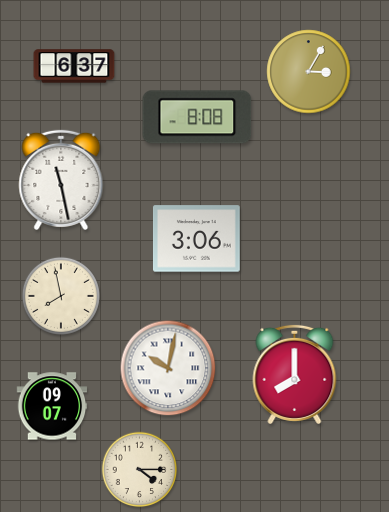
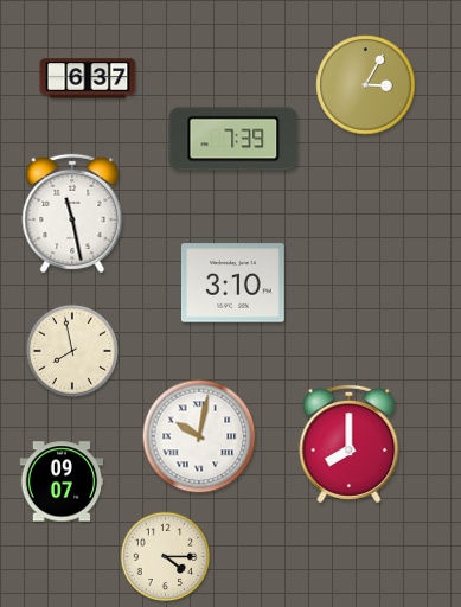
clock at (197, 117): 8:08 -> 7:39
clock at (196, 239): 3:06 -> 3:10
